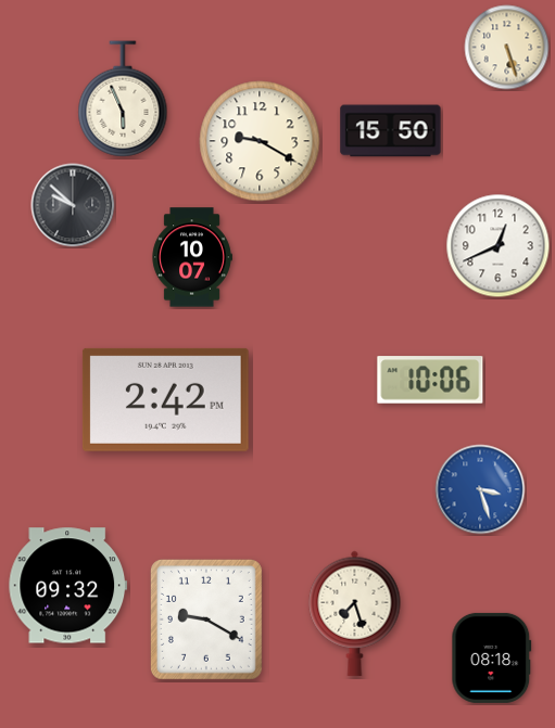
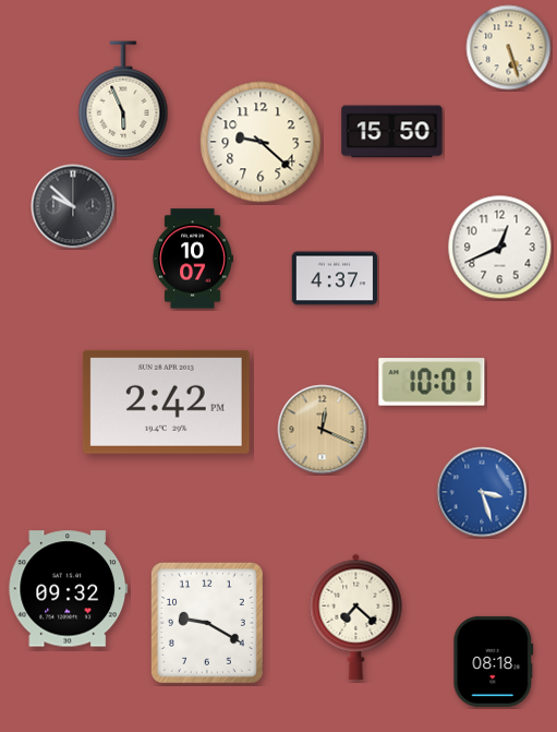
clock at (260, 141): 9:20 -> 9:22
clock at (335, 278): none -> 4:37
clock at (430, 380): 10:06 -> 10:01
clock at (323, 430): none -> 12:19
clock at (355, 613): 7:27 -> 7:22
